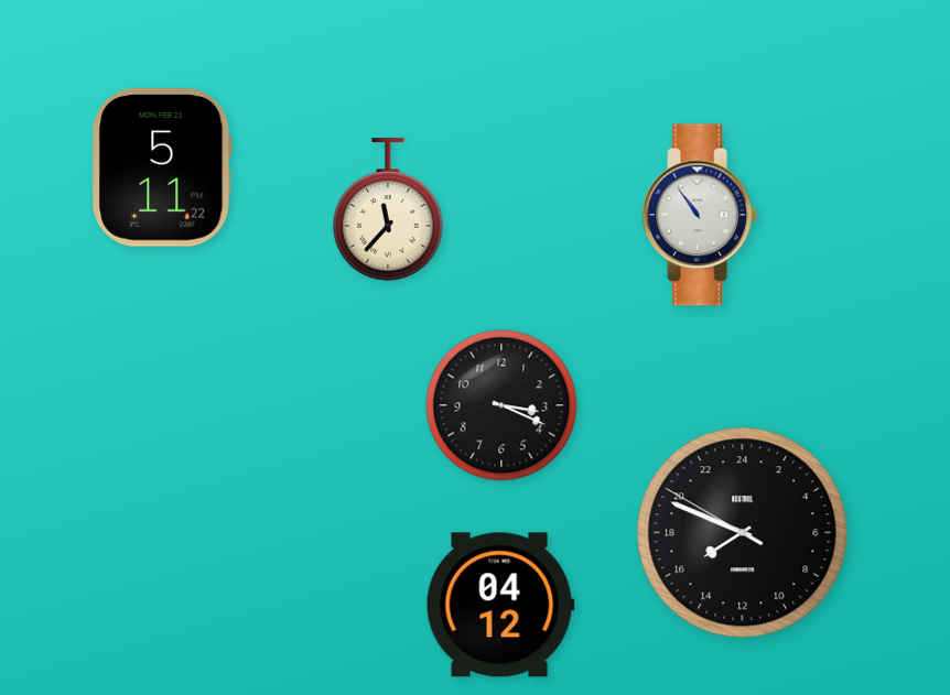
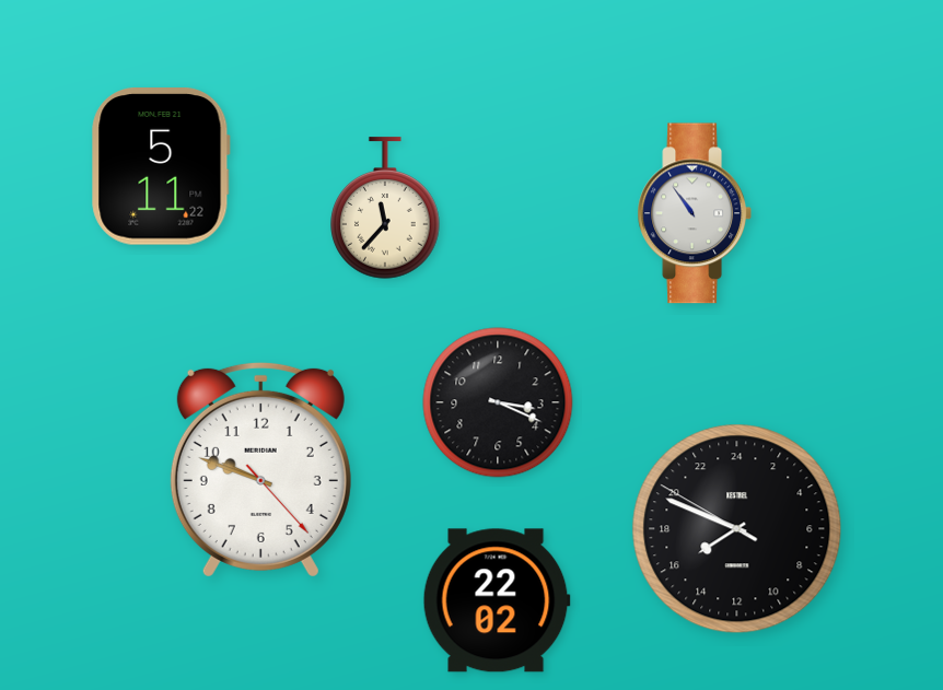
clock at (260, 469): none -> 9:48
clock at (500, 605): 04:12 -> 22:02
